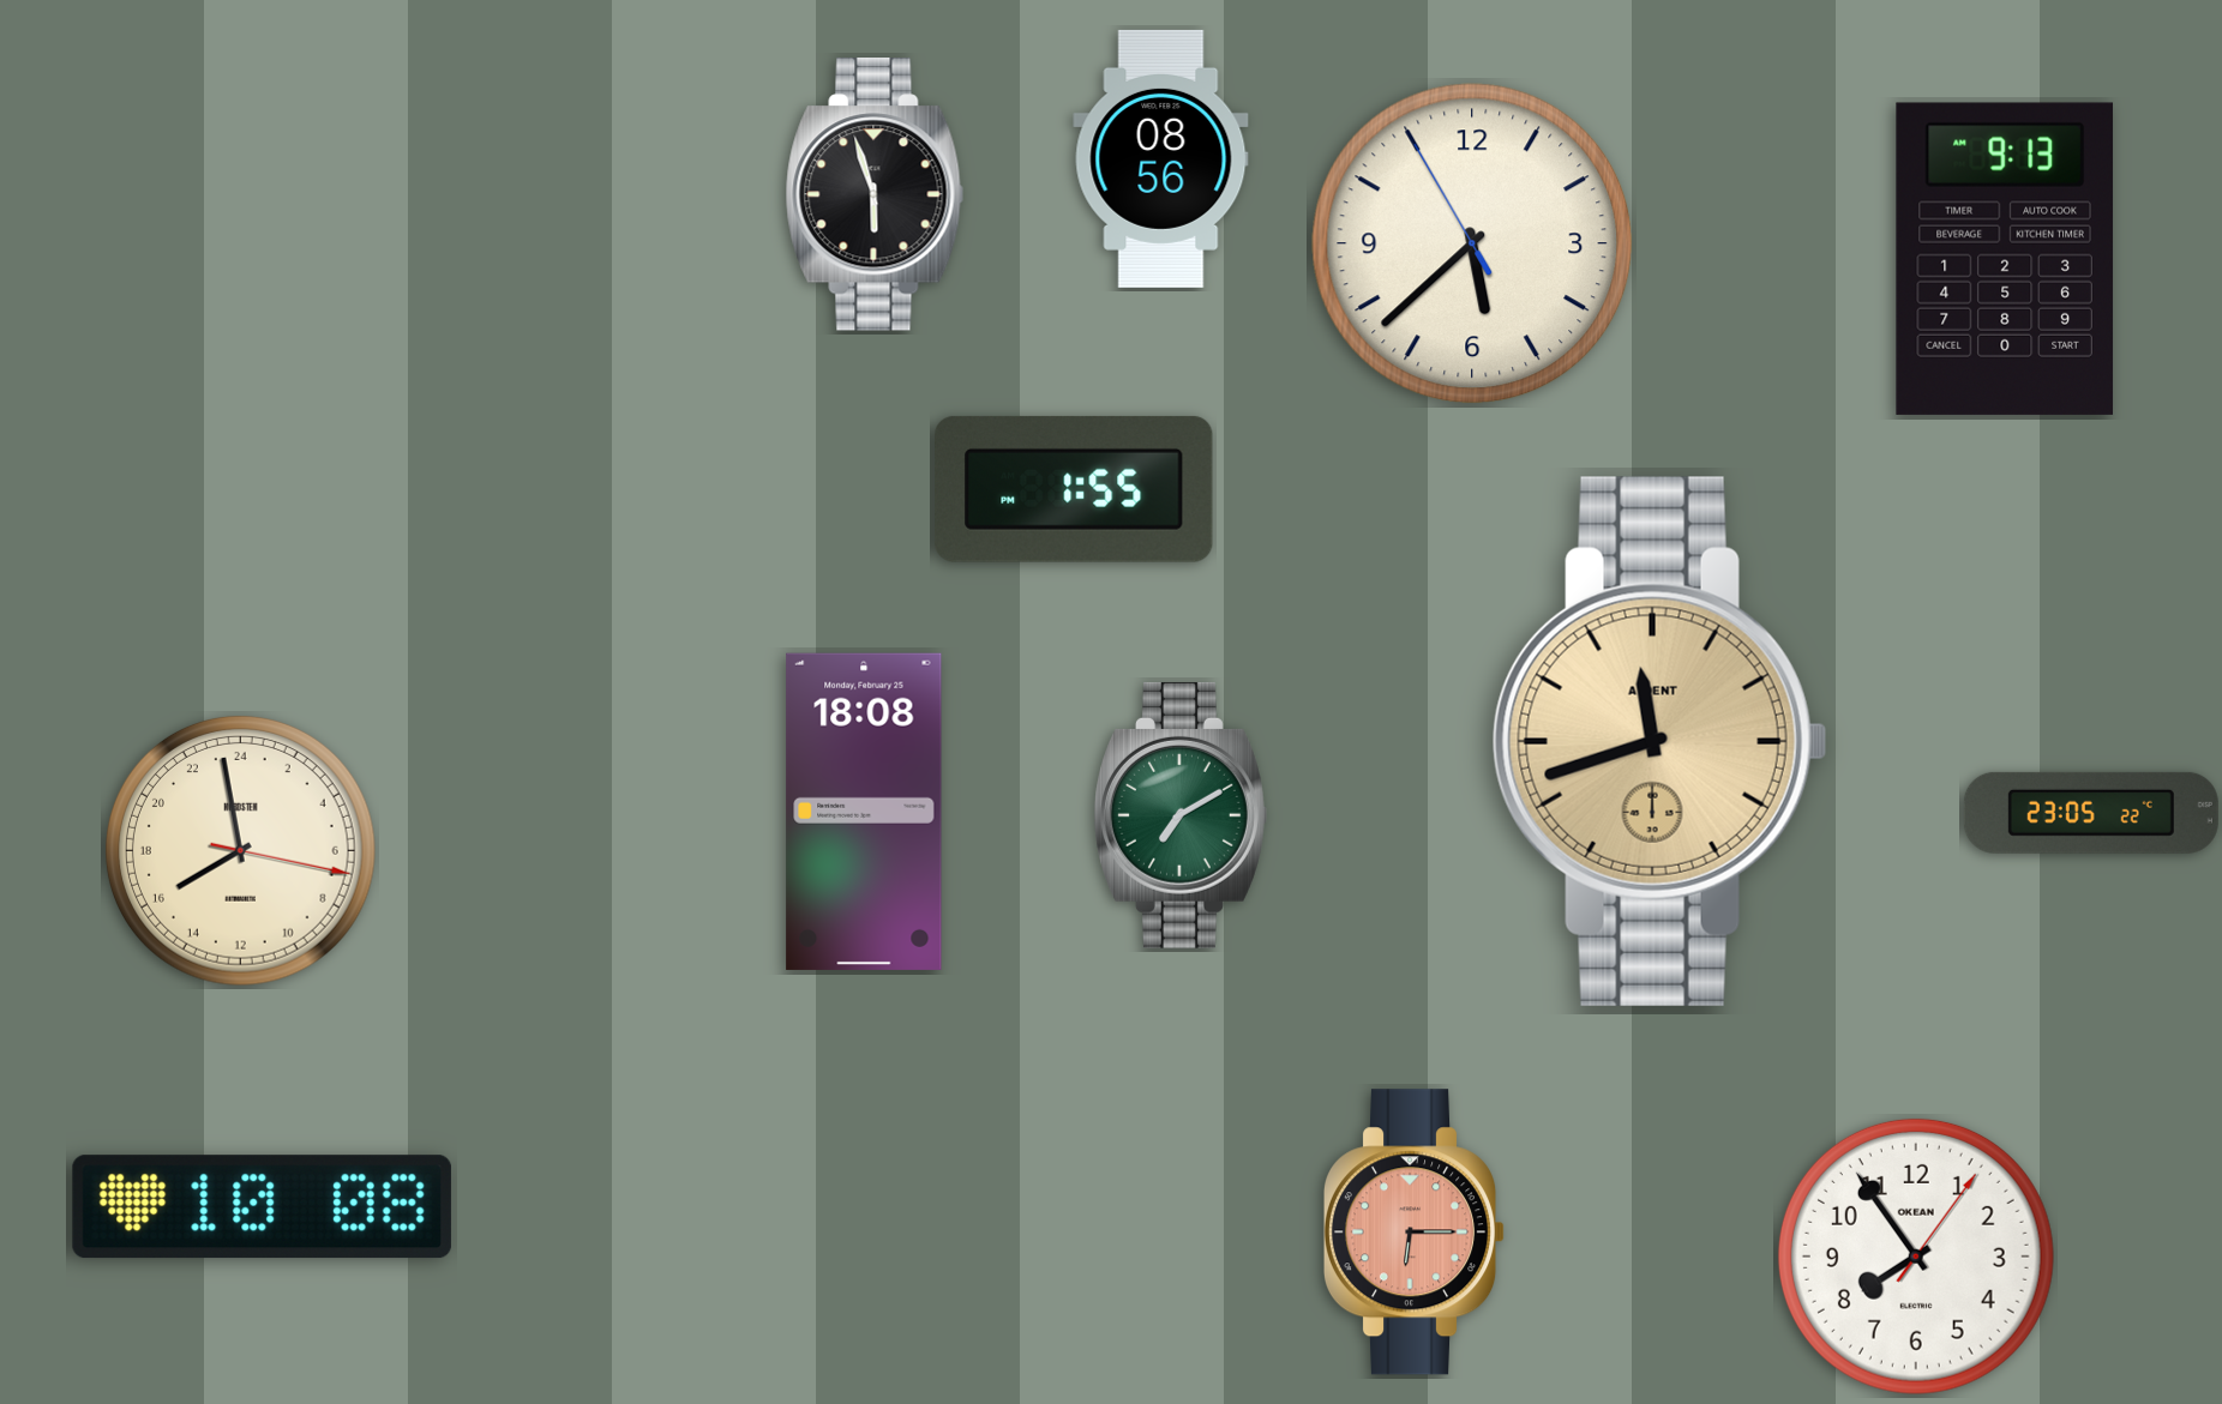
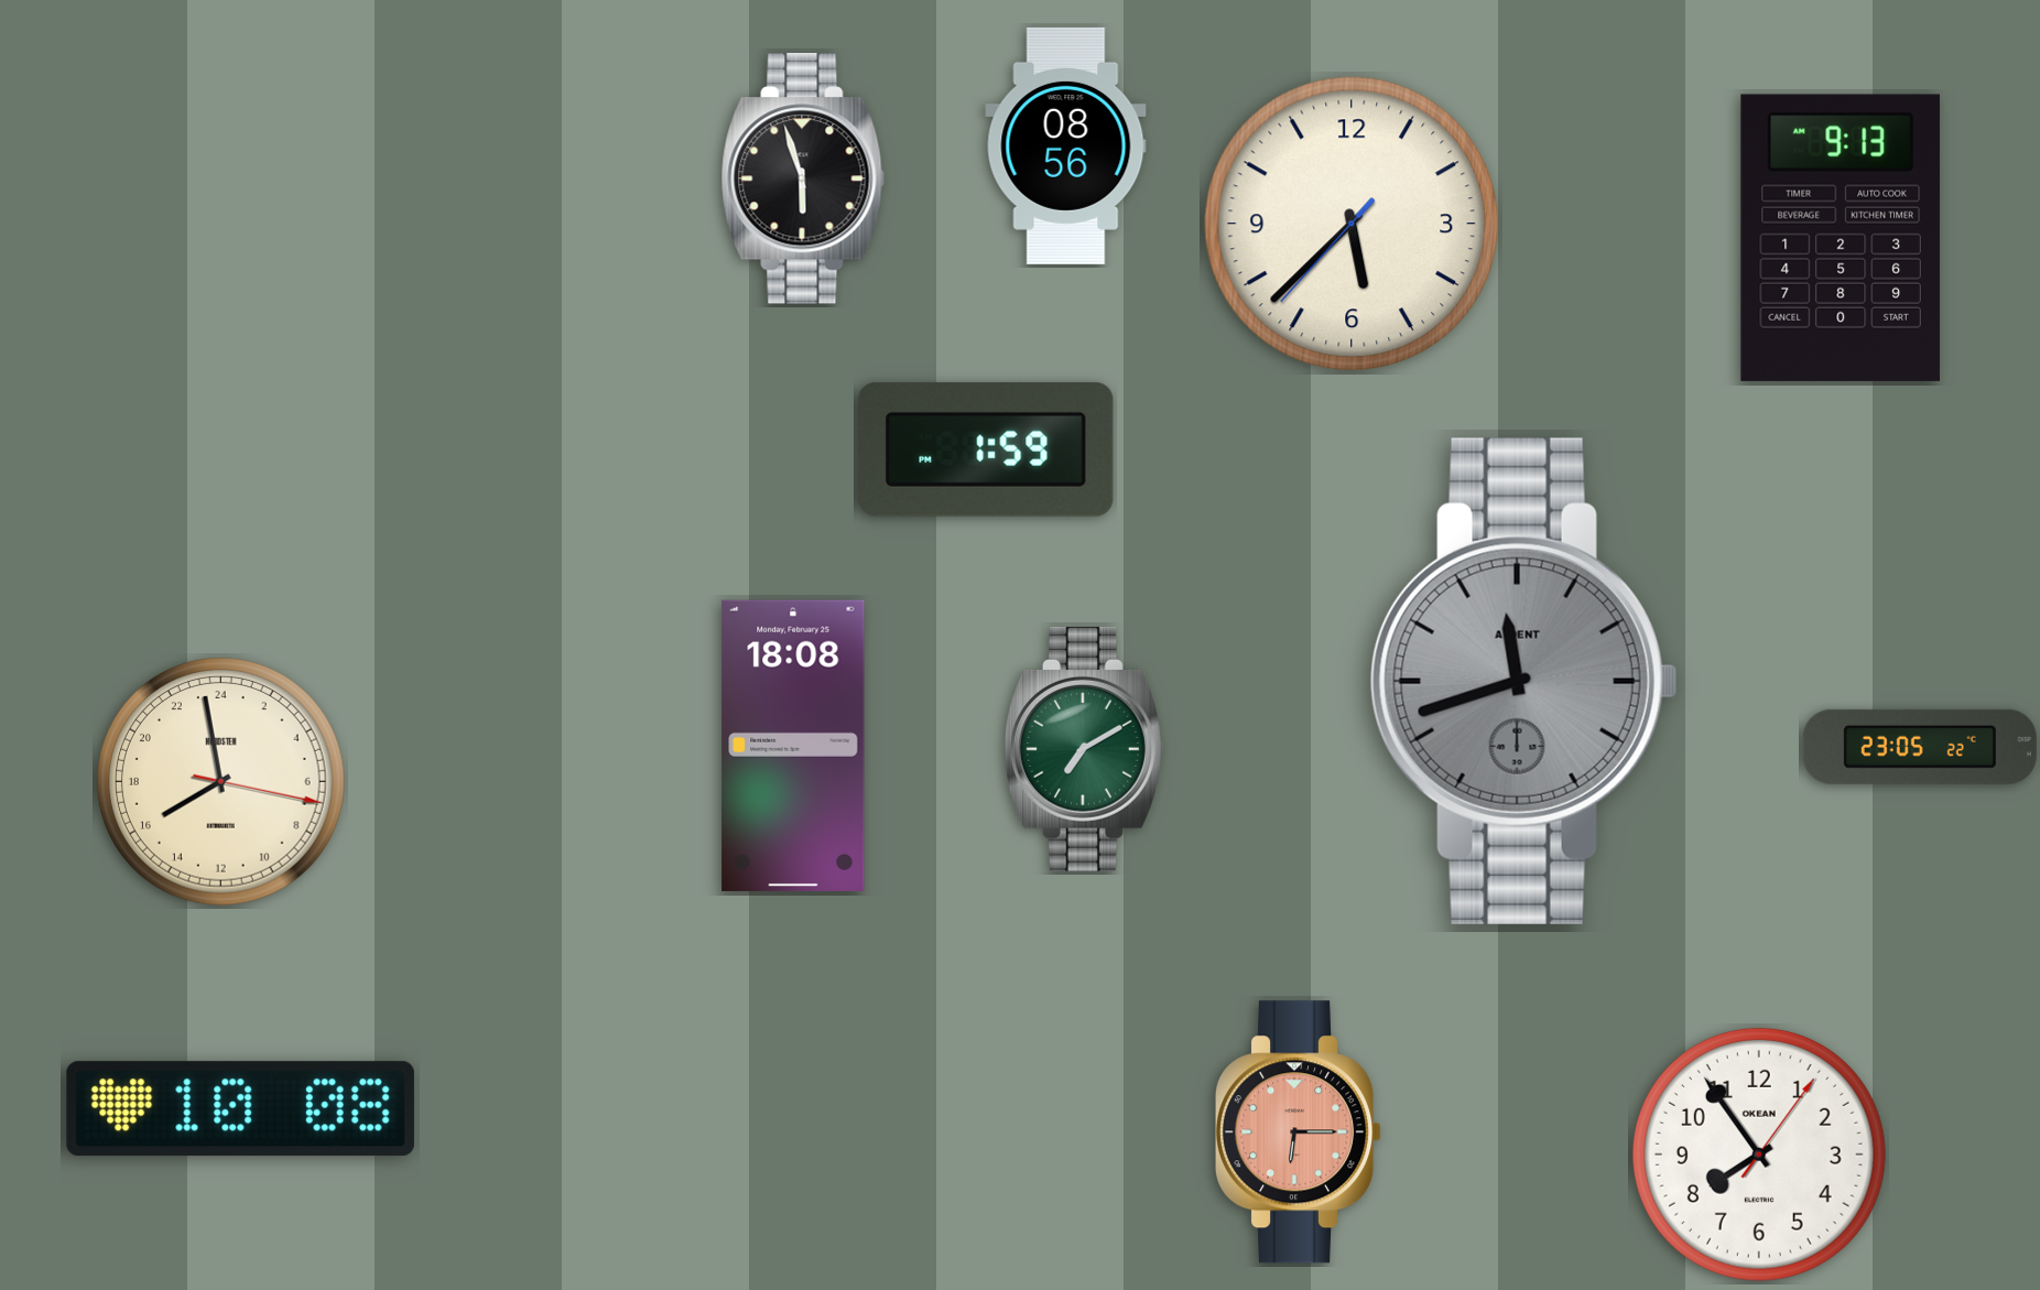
clock at (1472, 243): 5:37:55 -> 5:37:37
clock at (1074, 489): 1:55 -> 1:59
clock at (1659, 741) dial: champagne -> grey
